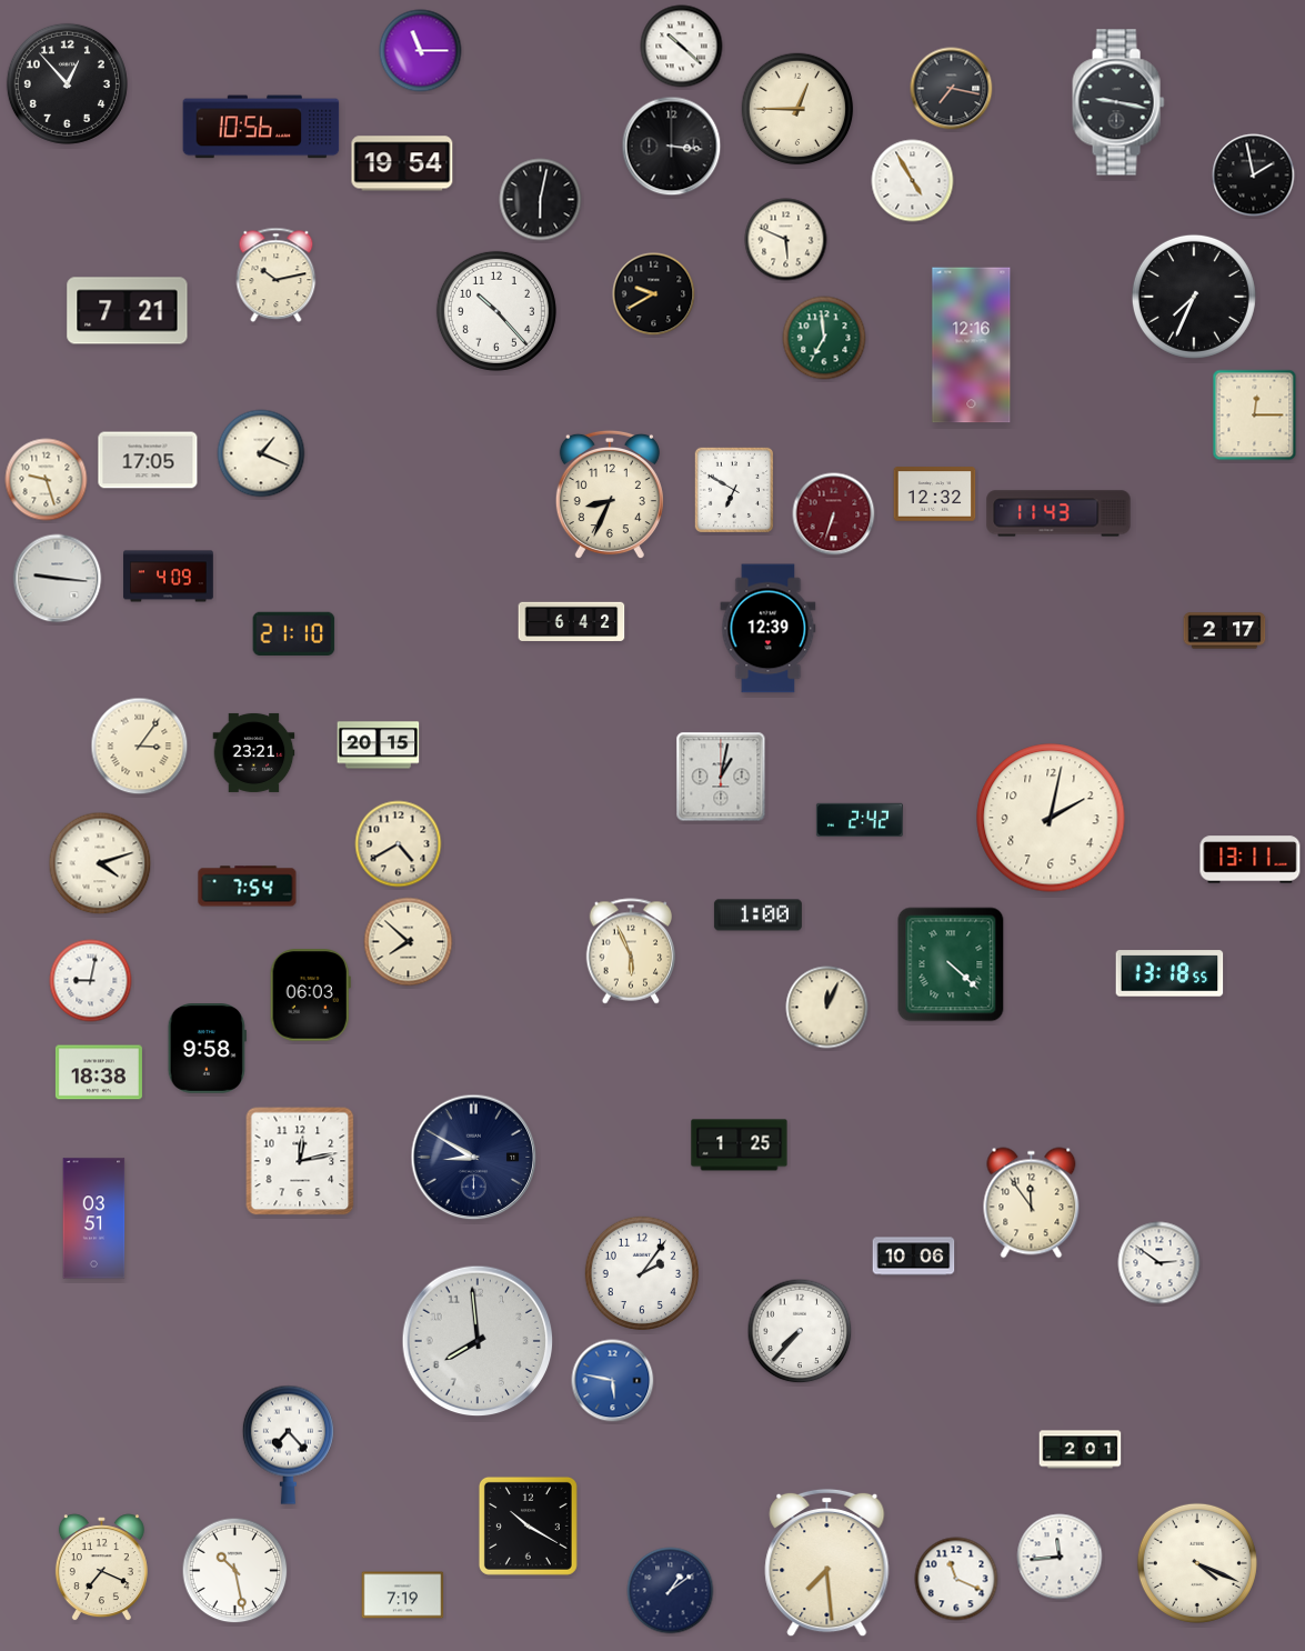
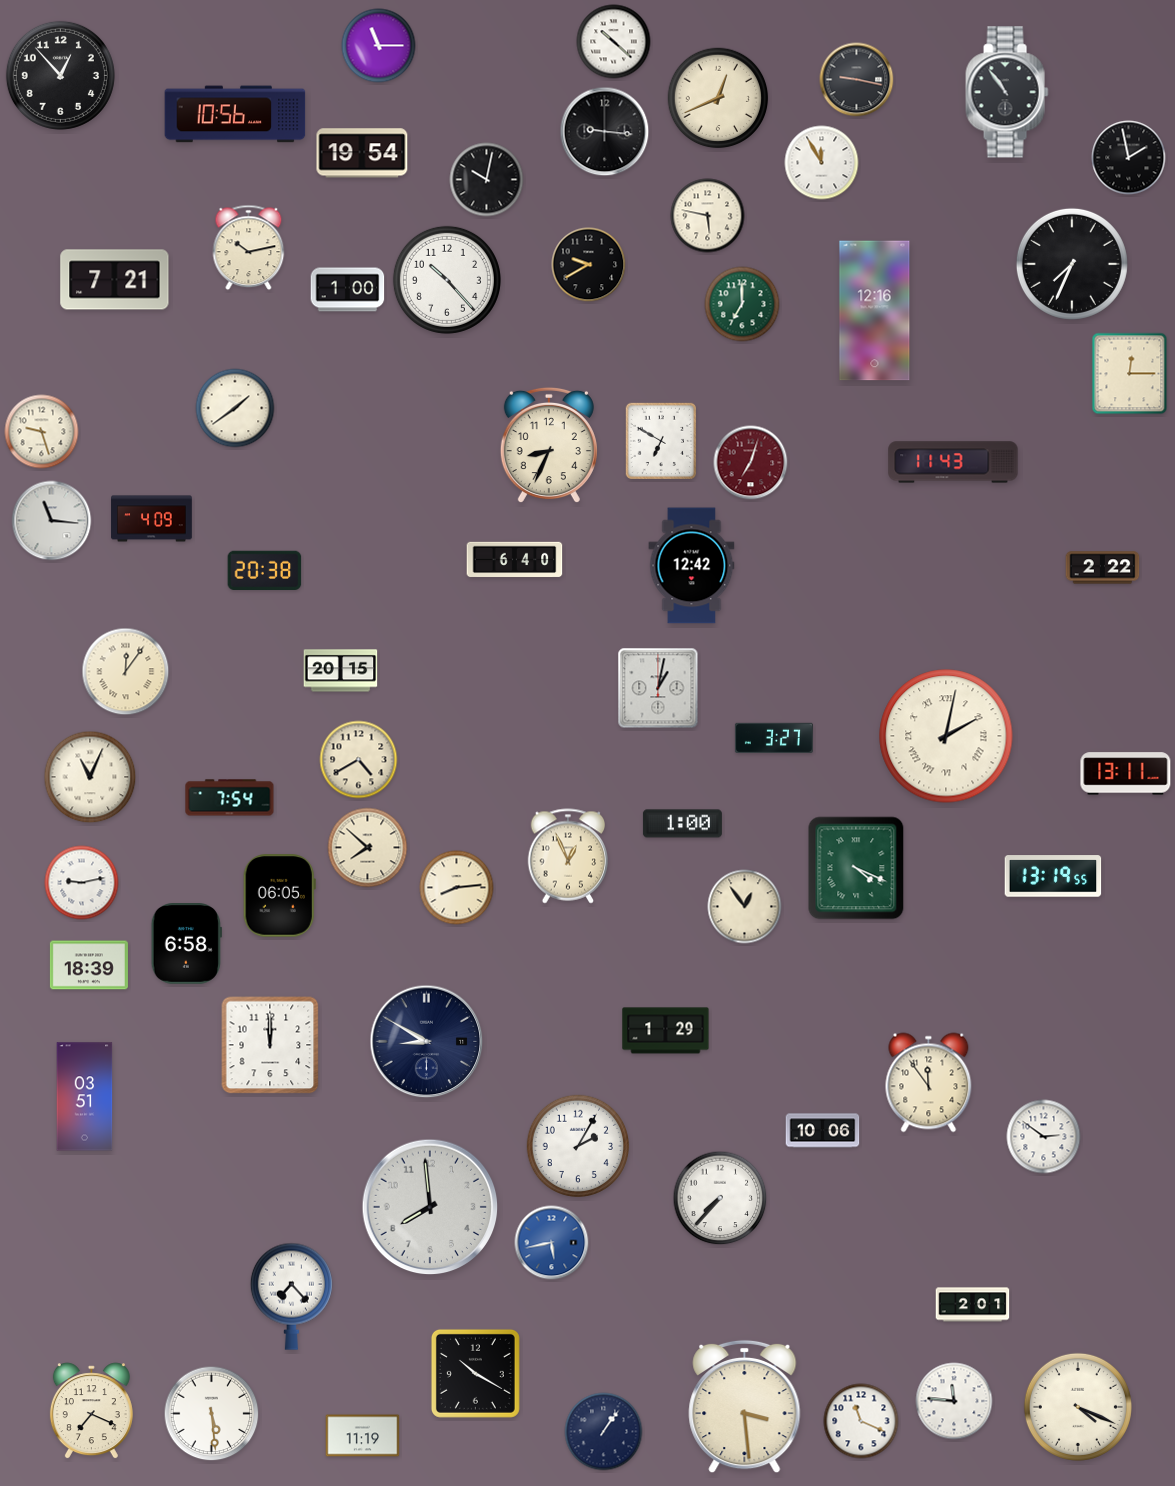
clock at (952, 89): 7:17 -> 9:17
clock at (1118, 102): 9:17 -> 10:54
clock at (797, 109): 12:45 -> 12:41
clock at (672, 147): 3:16 -> 9:16
clock at (402, 163) position: (402, 163) -> (362, 153)
clock at (913, 181): 4:55 -> 11:55
clock at (541, 200): 6:02 -> 10:02
clock at (786, 240): 5:49 -> 5:47
clock at (1194, 297) position: (1194, 297) -> (1072, 264)
clock at (348, 290): none -> 1:00
clock at (824, 338): 6:59 -> 7:00
clock at (261, 453): 1:19 -> 1:39
clock at (148, 460): 17:05 -> none
clock at (935, 494): 12:32 -> none
clock at (834, 514): 6:33 -> 7:03
clock at (58, 579): 9:16 -> 11:16
clock at (572, 622): 6:42 -> 6:40
clock at (769, 629): 12:39 -> 12:42
clock at (1225, 631): 2:17 -> 2:22
clock at (294, 633): 21:10 -> 20:38
clock at (140, 747): 3:06 -> 12:06
clock at (254, 752): 23:21 -> none
clock at (721, 777) position: (721, 777) -> (658, 688)
clock at (1051, 818) numerals: Arabic -> Roman
clock at (860, 819): 2:42 -> 3:27
clock at (100, 863): 4:12 -> 11:04
clock at (248, 887) position: (248, 887) -> (230, 798)
clock at (631, 951): 5:56 -> 12:56
clock at (951, 964): 4:22 -> 4:19
clock at (1170, 973): 13:18 -> 13:19
clock at (91, 981): 9:02 -> 9:13
clock at (457, 888): none -> 8:14
clock at (310, 995): 06:03 -> 06:05
clock at (827, 1008): 12:04 -> 12:54
clock at (207, 1049): 9:58 -> 6:58
clock at (99, 1072): 18:38 -> 18:39
clock at (740, 1145): 1:25 -> 1:29
clock at (300, 1161): 12:13 -> 12:00
clock at (641, 1272): 2:06 -> 2:05
clock at (613, 1381): 5:47 -> 5:43
clock at (288, 1444) position: (288, 1444) -> (291, 1296)
clock at (1060, 1557): 11:44 -> 11:46
clock at (827, 1563): 7:29 -> 3:29
clock at (235, 1571): 10:28 -> 5:29
clock at (671, 1591): 1:09 -> 1:06
clock at (403, 1595): 7:19 -> 11:19
